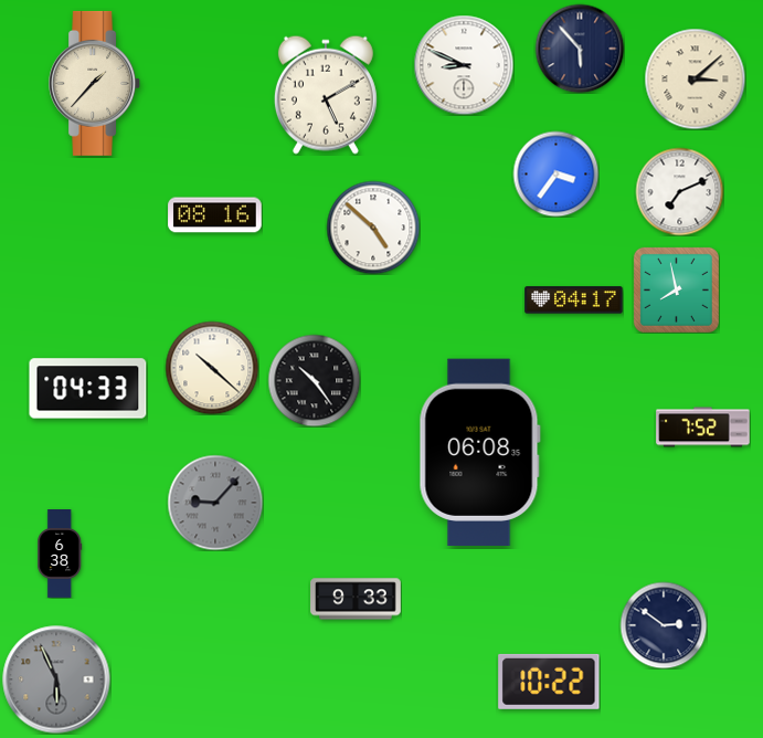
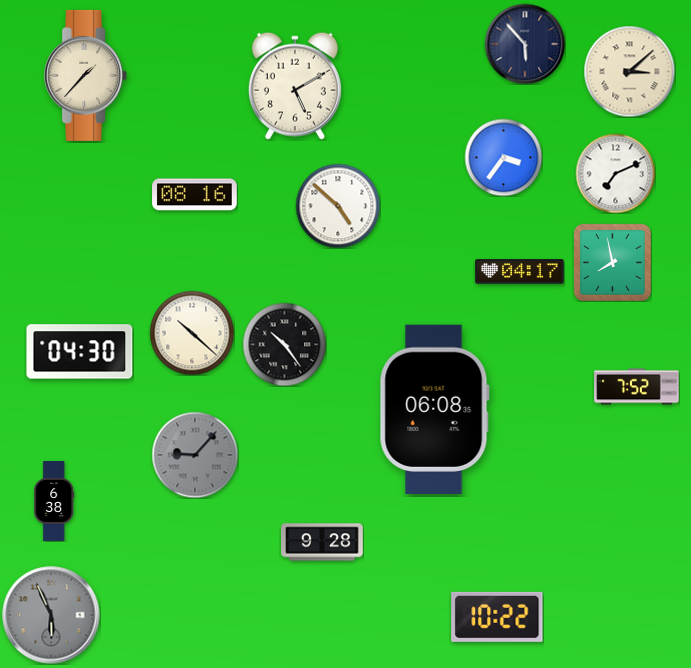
clock at (464, 65): 8:49 -> none
clock at (88, 389): 04:33 -> 04:30
clock at (356, 599): 9:33 -> 9:28
clock at (664, 625): 2:51 -> none
